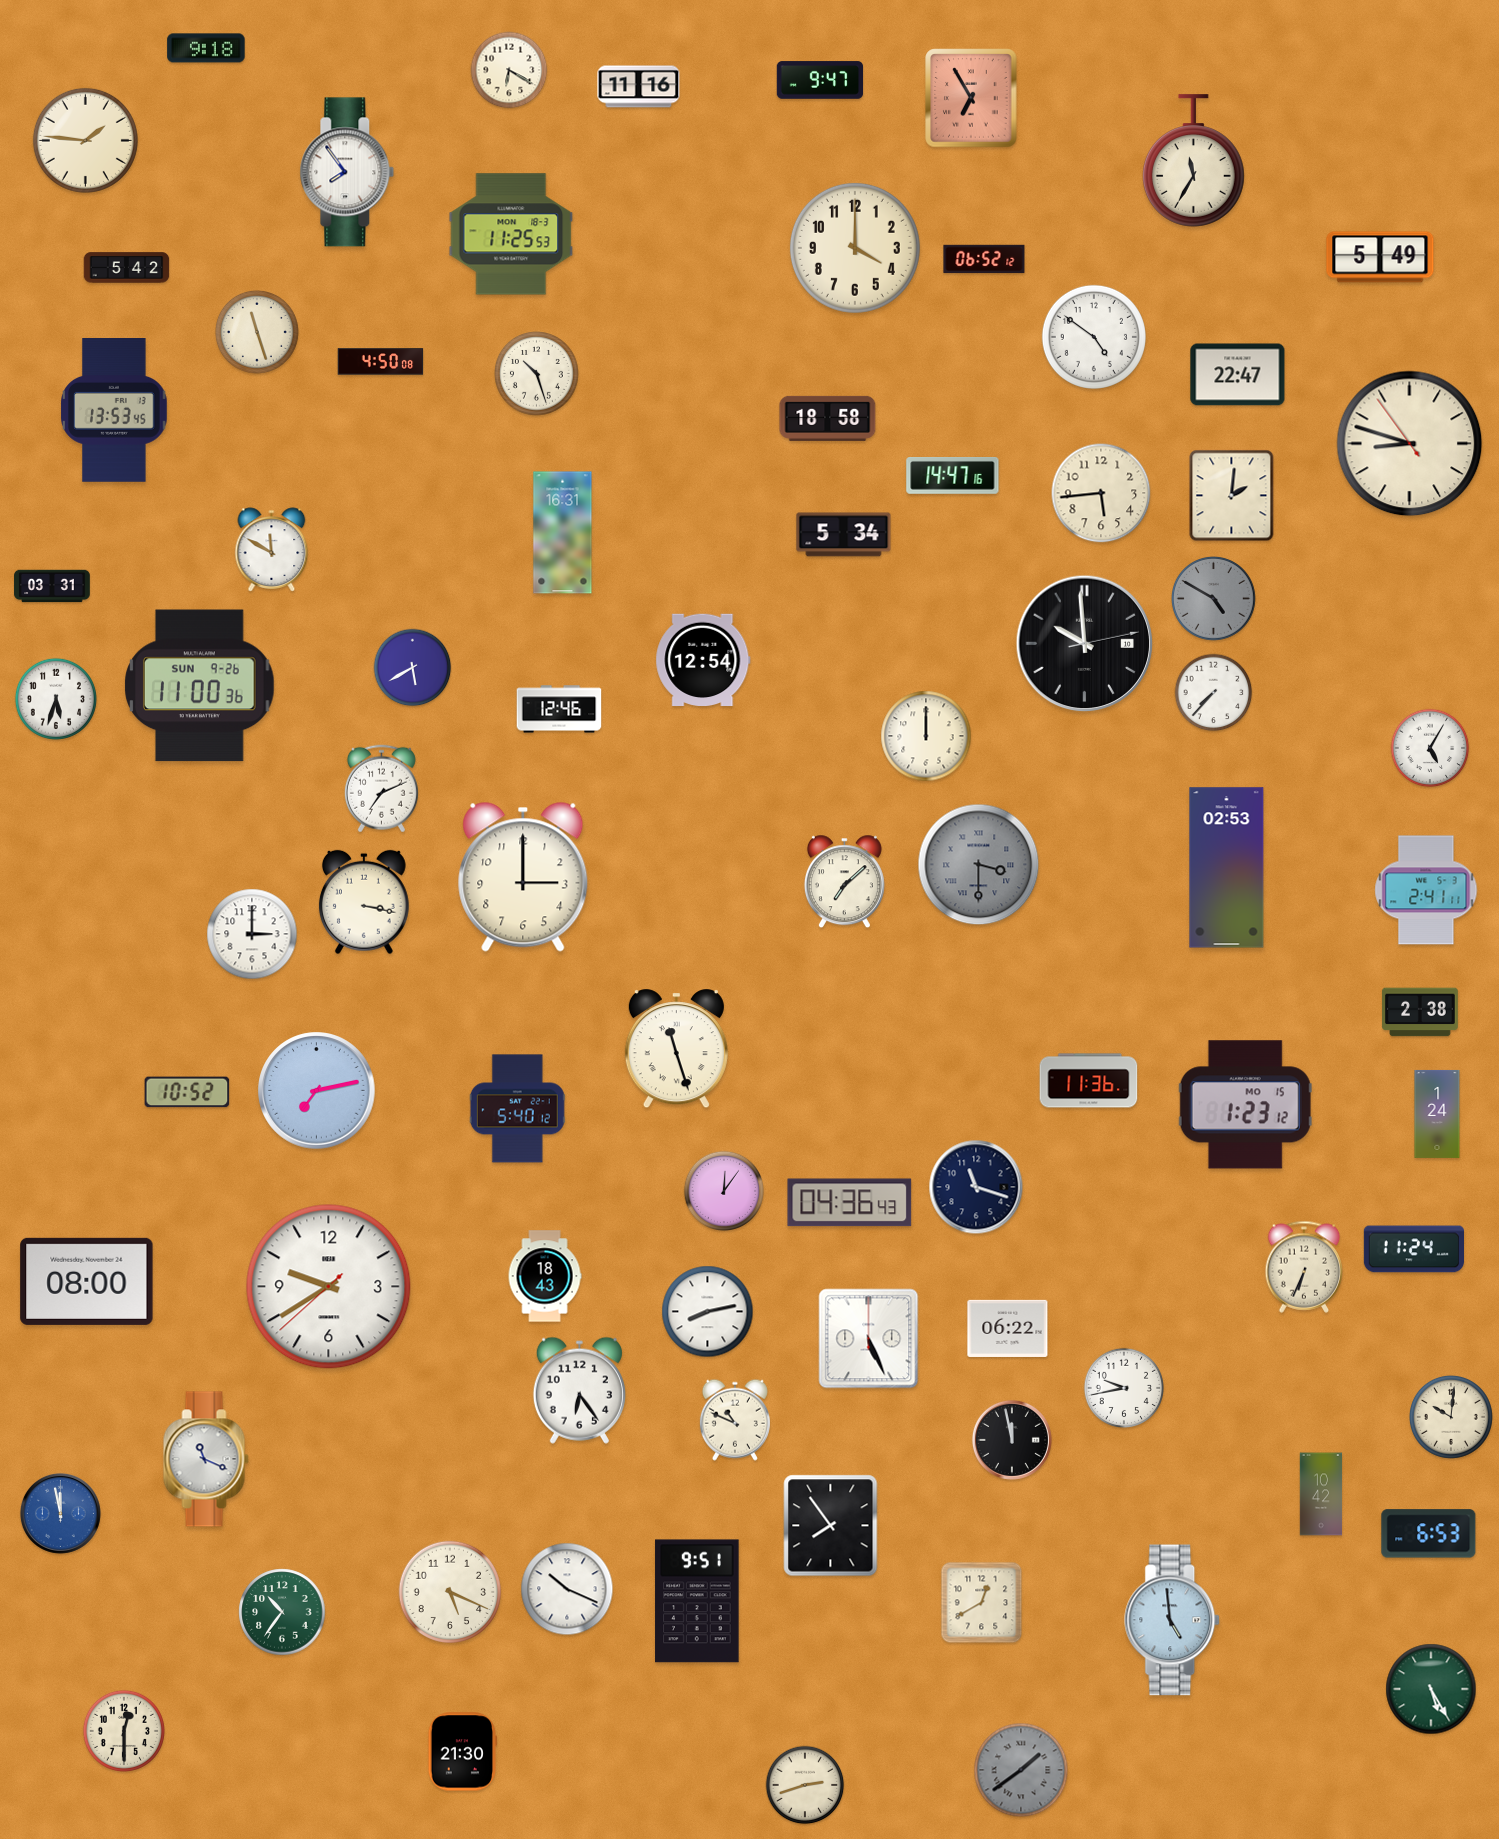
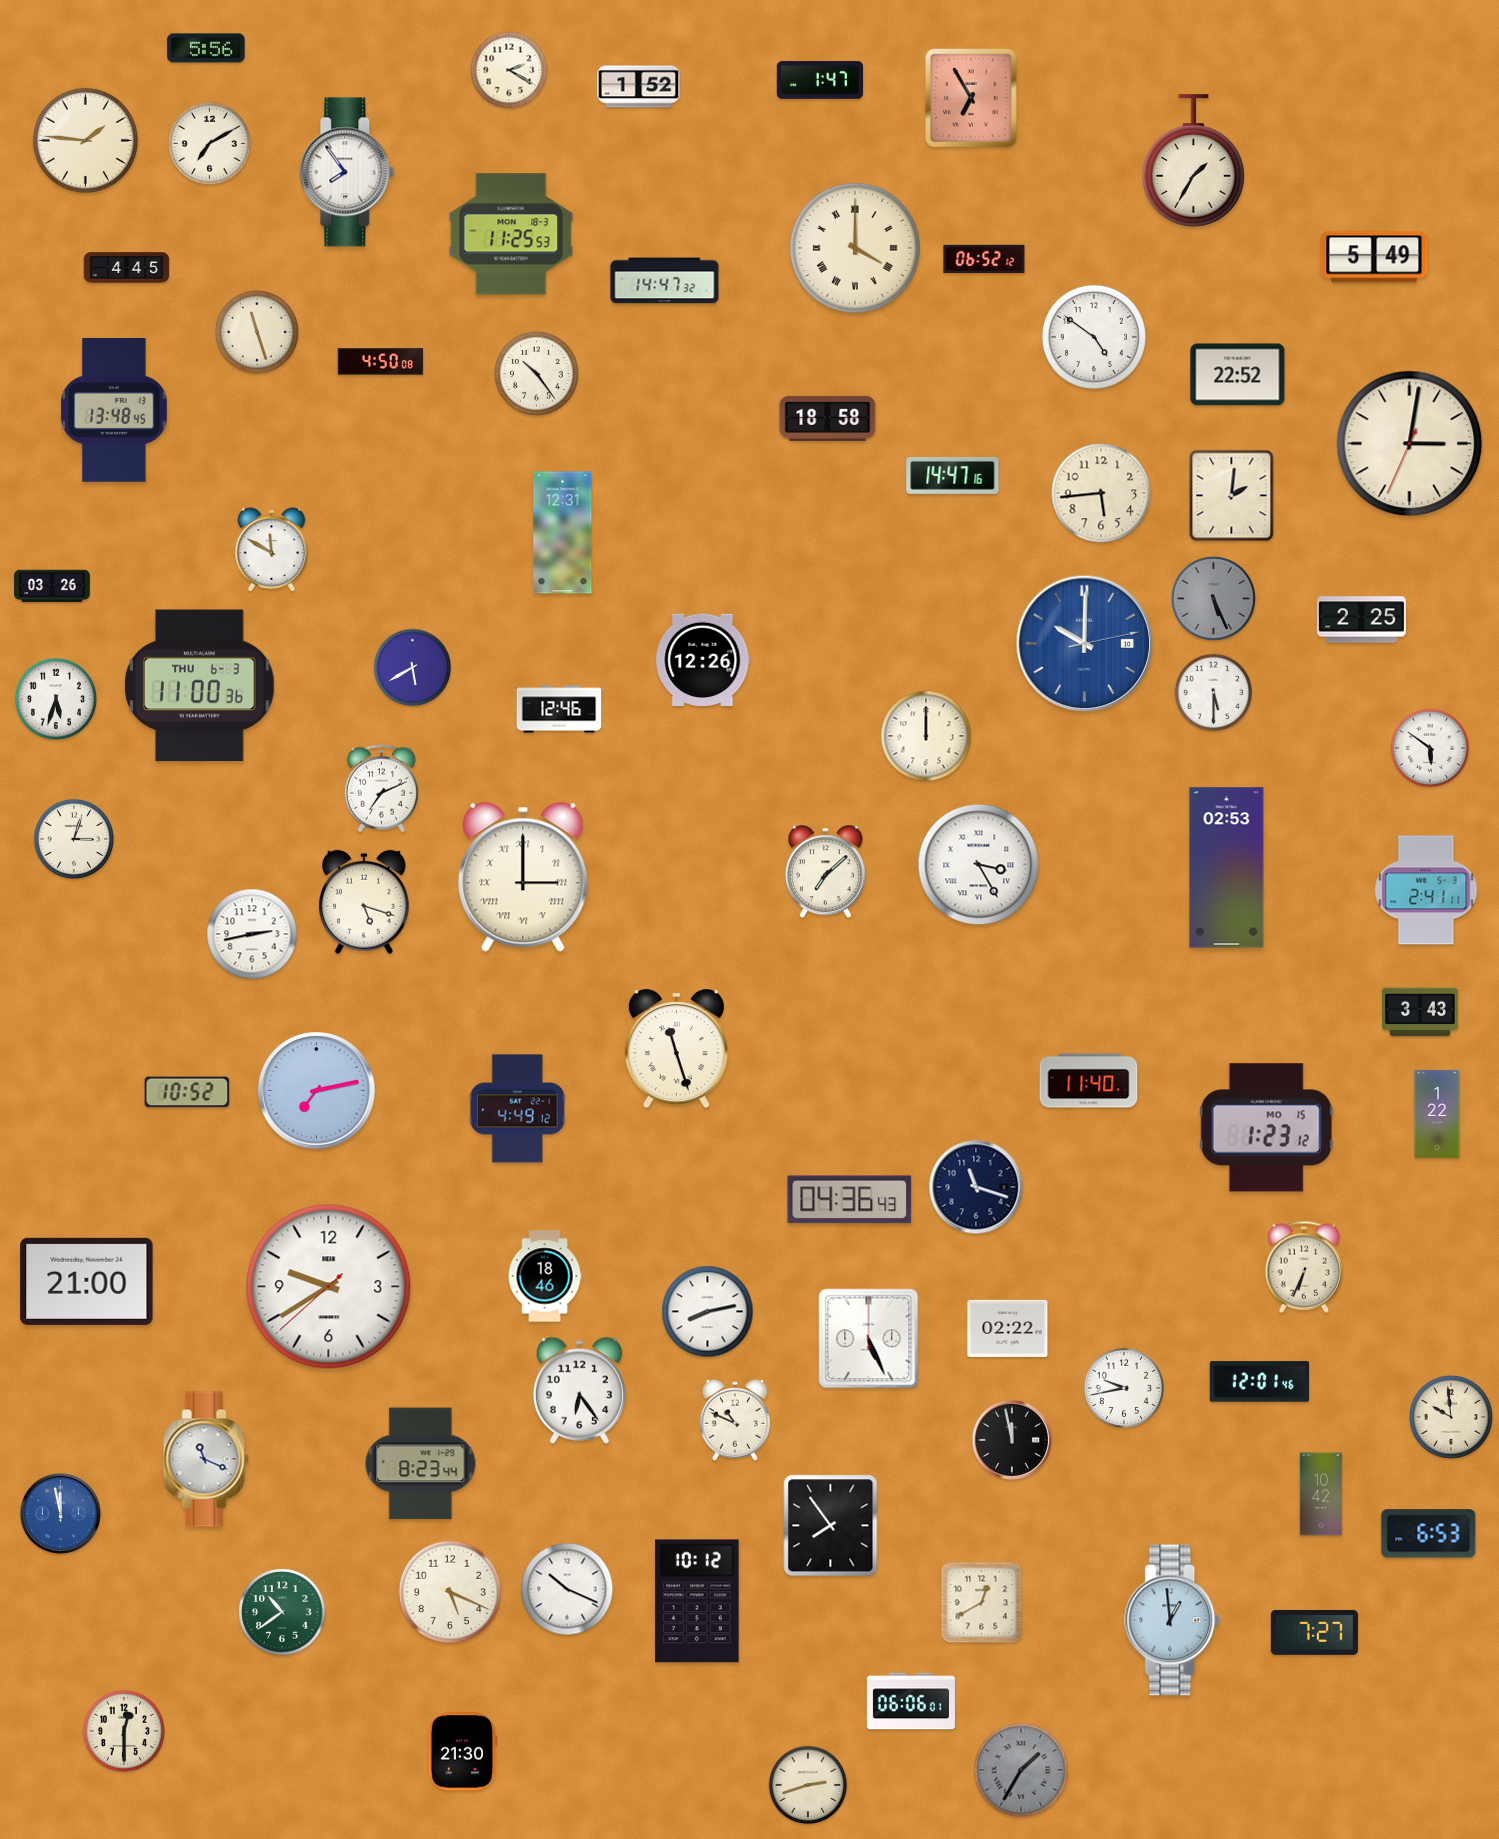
clock at (206, 48): 9:18 -> 5:56
clock at (509, 70): 6:20 -> 2:20
clock at (820, 80): 9:47 -> 1:47
clock at (639, 87): 11:16 -> 1:52
clock at (209, 143): none -> 7:10
clock at (1194, 161): 11:35 -> 1:35
clock at (855, 248) numerals: Arabic -> Roman
clock at (1380, 257) position: (1380, 257) -> (1374, 257)
clock at (127, 268): 5:42 -> 4:45
clock at (665, 281): none -> 14:47
clock at (537, 374): 10:27 -> 10:24
clock at (1238, 375): 22:47 -> 22:52
clock at (114, 411): 13:53 -> 13:48
clock at (1410, 444): 8:47 -> 3:01
clock at (563, 533): 16:31 -> 12:31
clock at (844, 535): 5:34 -> none
clock at (52, 586): 03:31 -> 03:26
clock at (1214, 599): 4:50 -> 5:26
clock at (1361, 620): none -> 2:25
clock at (1085, 644): 9:59 -> 10:00
clock at (1085, 644) dial: black -> blue
clock at (703, 660): 12:54 -> 12:26
clock at (200, 686) date: SUN 9-26 -> THU 6-3
clock at (1214, 693): 7:37 -> 5:30
clock at (1430, 748): 5:05 -> 5:51
clock at (74, 839): none -> 3:03
clock at (979, 865): 3:30 -> 3:25
clock at (979, 865) dial: grey -> white
clock at (523, 877) numerals: Arabic -> Roman
clock at (844, 882) position: (844, 882) -> (825, 872)
clock at (364, 902): 3:17 -> 5:18
clock at (252, 934): 3:00 -> 2:43
clock at (1420, 1012): 2:38 -> 3:43
clock at (1089, 1081): 11:36 -> 11:40
clock at (1245, 1105) position: (1245, 1105) -> (1266, 1128)
clock at (517, 1109): 5:40 -> 4:49
clock at (1437, 1114): 1:24 -> 1:22
clock at (724, 1191): 12:06 -> none
clock at (850, 1203) position: (850, 1203) -> (850, 1200)
clock at (1413, 1249): 11:24 -> none
clock at (545, 1276): 18:43 -> 18:46
clock at (87, 1281): 08:00 -> 21:00
clock at (1008, 1328): 06:22 -> 02:22
clock at (1260, 1382): none -> 12:01
clock at (1451, 1417): 10:01 -> 9:59
clock at (421, 1464): none -> 8:23
clock at (697, 1601): 9:51 -> 10:12
clock at (282, 1612): 10:36 -> 10:39
clock at (1173, 1620): 4:59 -> 12:59
clock at (1314, 1632): none -> 7:27
clock at (1431, 1689): 5:25 -> none
clock at (911, 1701): none -> 06:06
clock at (1021, 1770): 1:39 -> 1:35
clock at (805, 1785) position: (805, 1785) -> (808, 1785)
